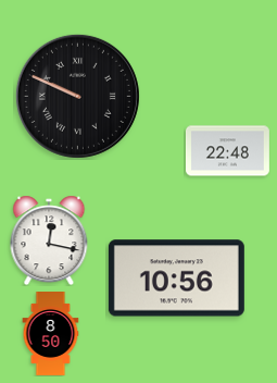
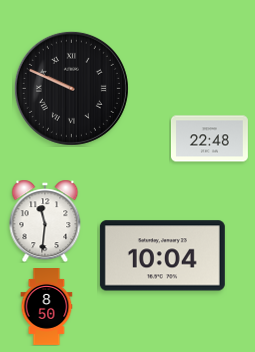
clock at (49, 240): 12:17 -> 11:31
clock at (176, 279): 10:56 -> 10:04
